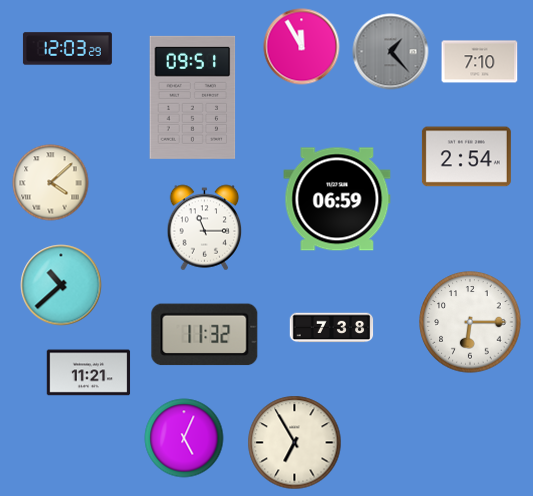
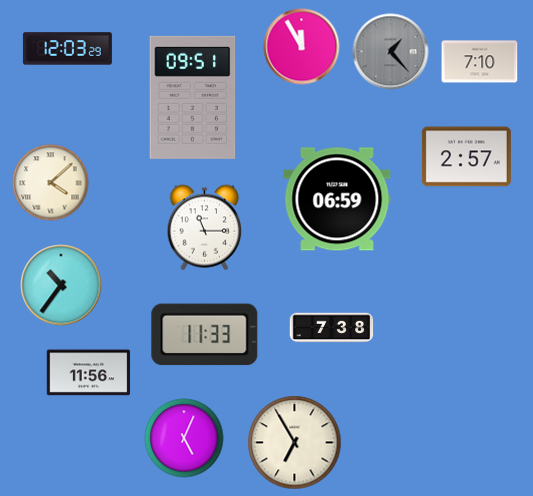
clock at (466, 157): 2:54 -> 2:57
clock at (61, 285): 10:38 -> 10:36
clock at (470, 322): 6:15 -> none
clock at (205, 335): 11:32 -> 11:33
clock at (89, 373): 11:21 -> 11:56
